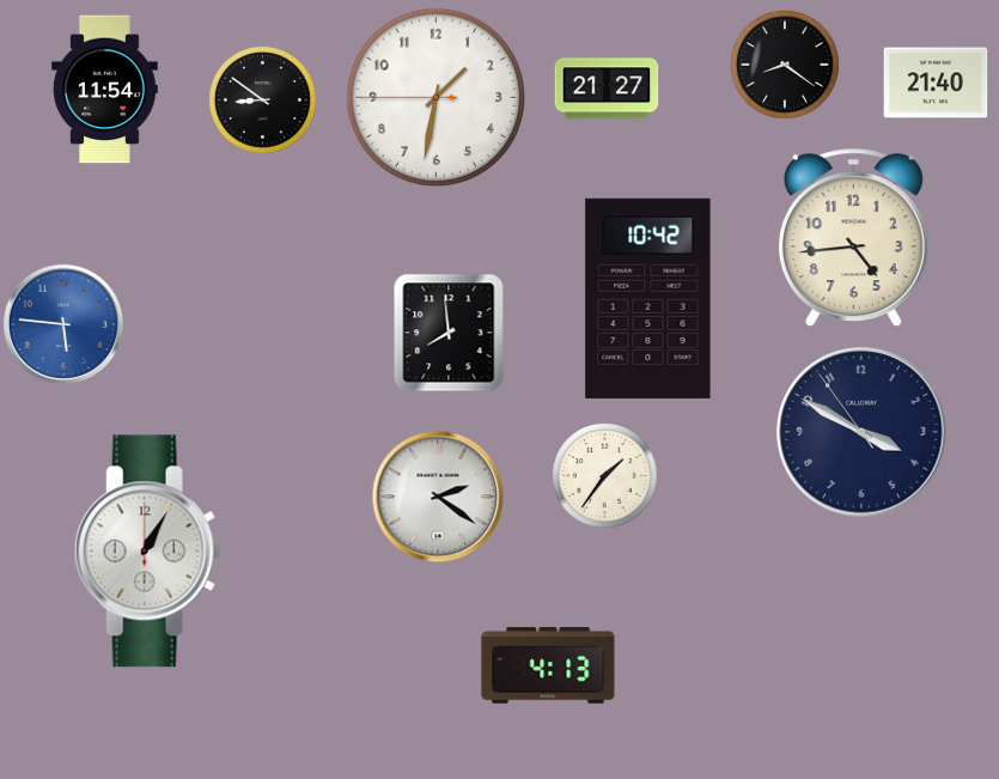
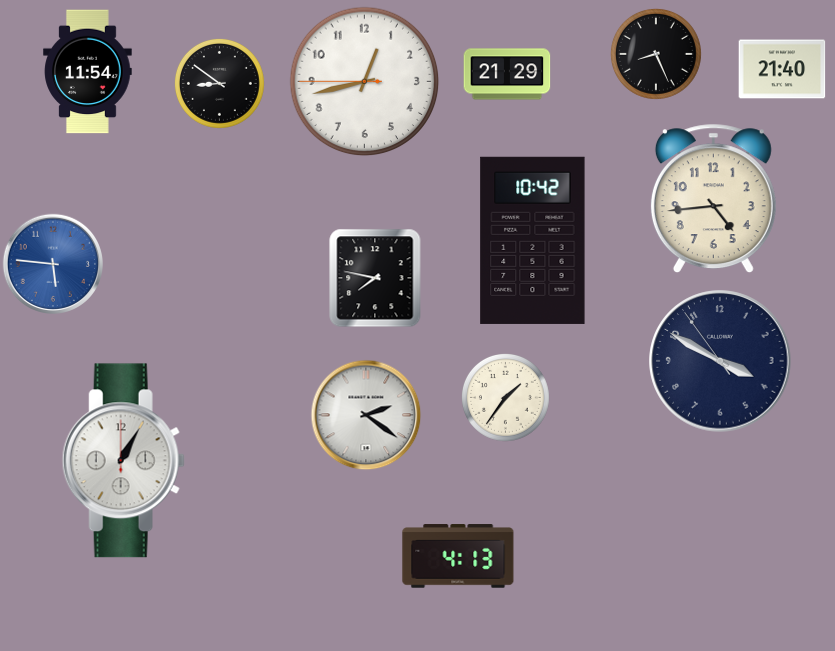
clock at (785, 65): 8:21 -> 8:26
clock at (607, 89): 21:27 -> 21:29
clock at (105, 90) position: (105, 90) -> (88, 72)
clock at (437, 98): 1:31 -> 12:42
clock at (648, 298) position: (648, 298) -> (533, 240)
clock at (62, 323) position: (62, 323) -> (52, 263)
clock at (449, 333): 7:59 -> 7:47
